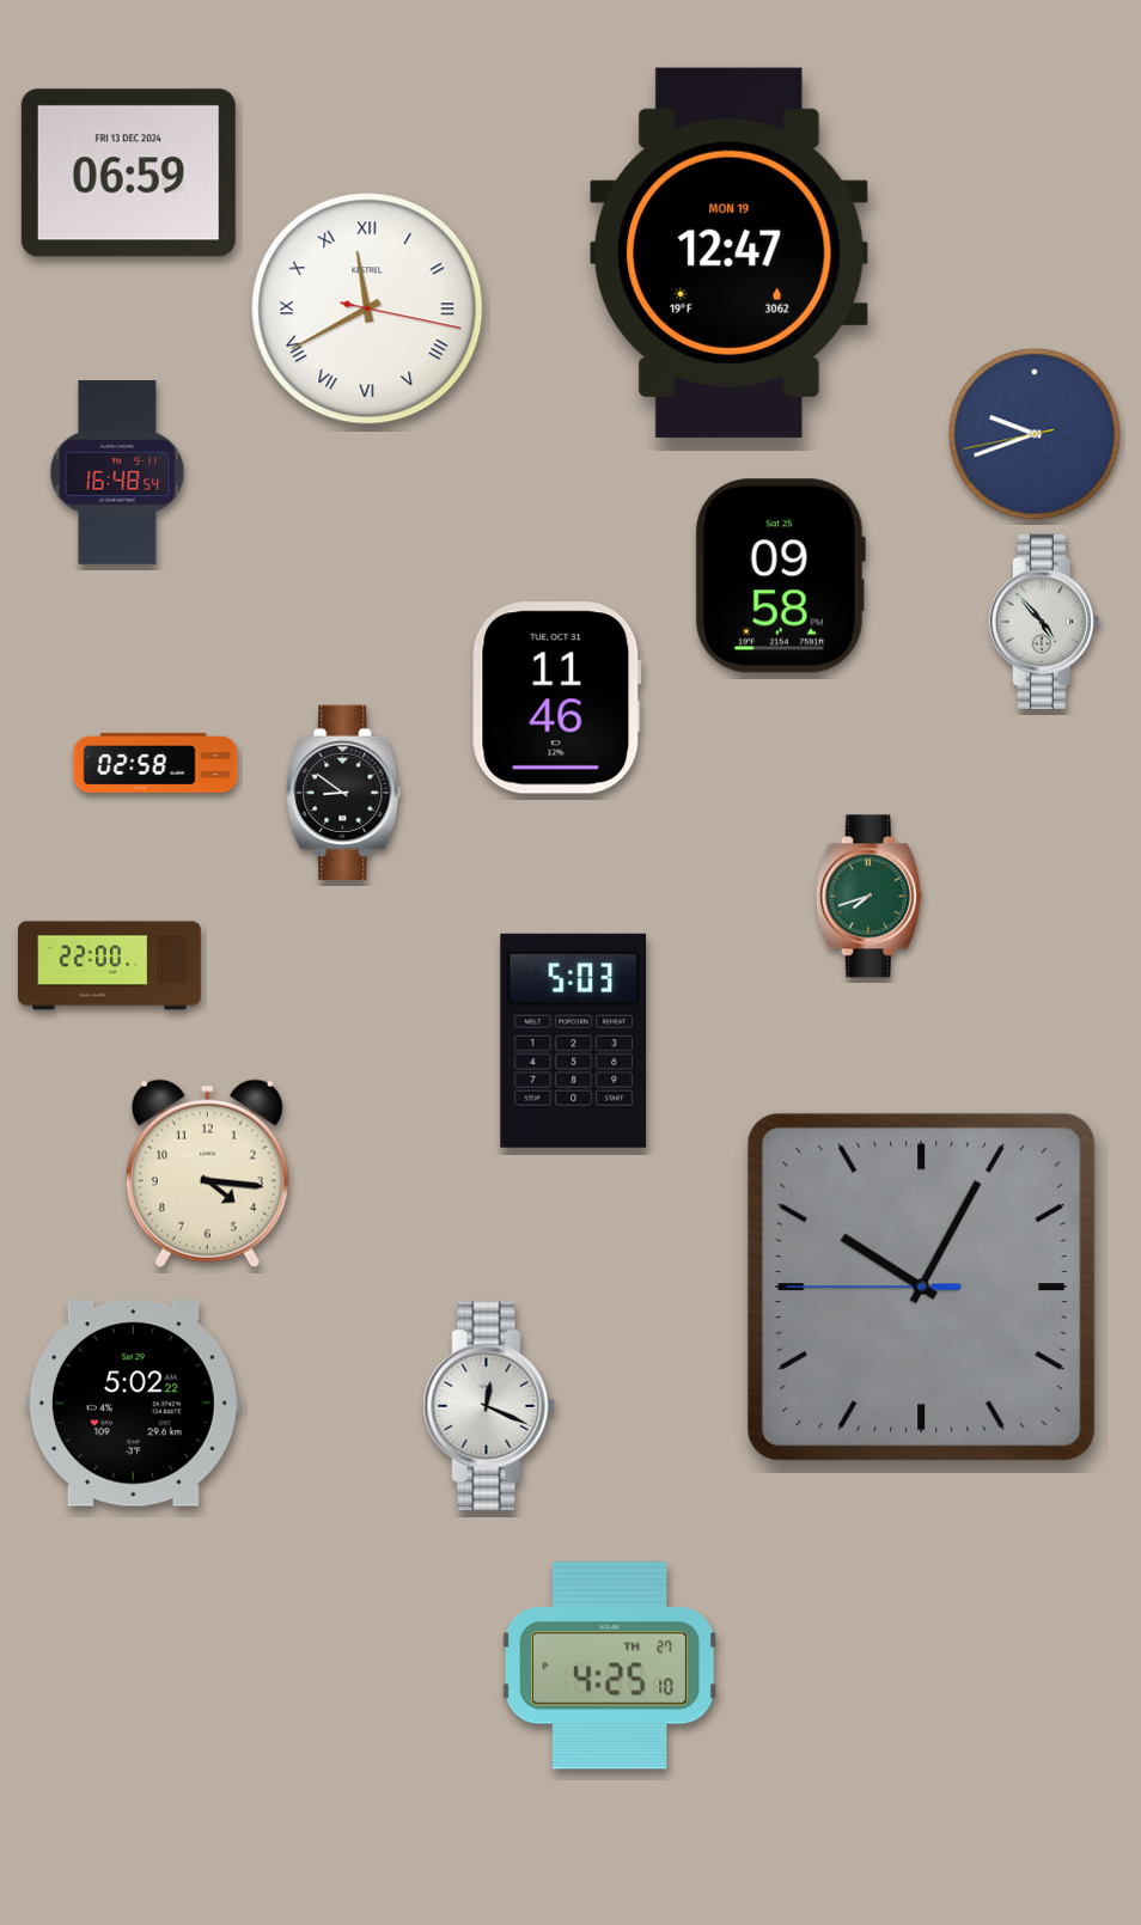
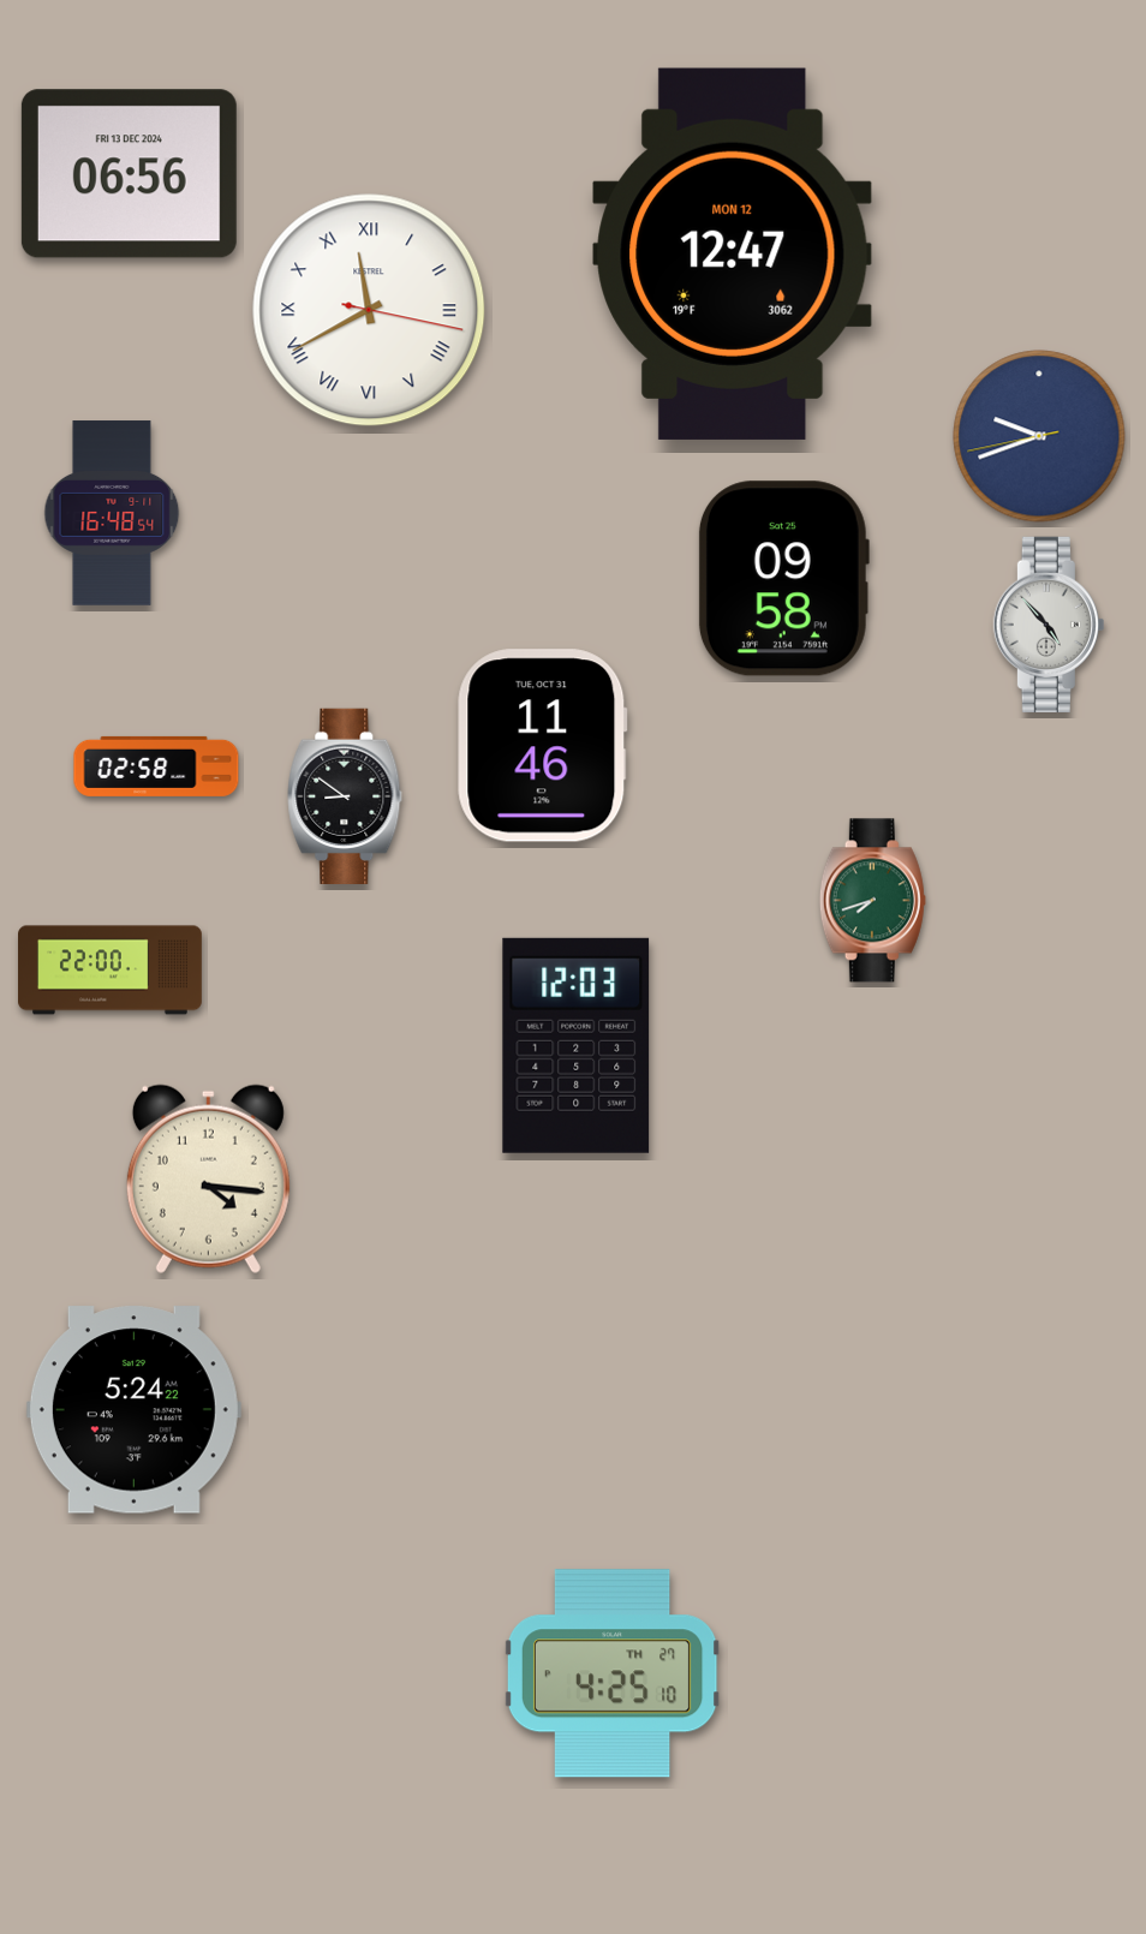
clock at (128, 173): 06:59 -> 06:56
clock at (730, 252) date: MON 19 -> MON 12
clock at (117, 472) position: (117, 472) -> (112, 513)
clock at (557, 698) position: (557, 698) -> (543, 746)
clock at (574, 1040): 5:03 -> 12:03
clock at (921, 1287): 10:04 -> none
clock at (133, 1404): 5:02 -> 5:24
clock at (489, 1406): 12:19 -> none
